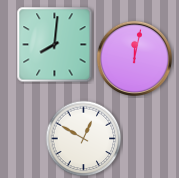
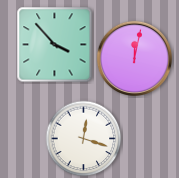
clock at (55, 45): 8:01 -> 3:53
clock at (84, 139): 12:50 -> 12:18
